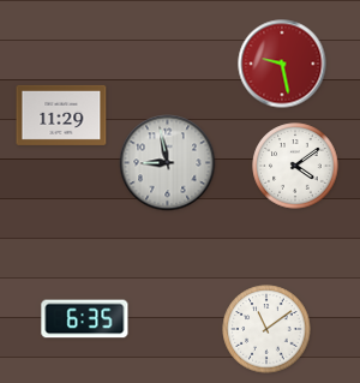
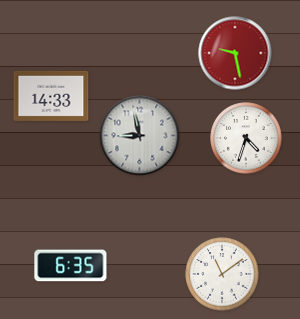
clock at (61, 115): 11:29 -> 14:33
clock at (295, 166): 4:09 -> 4:33
